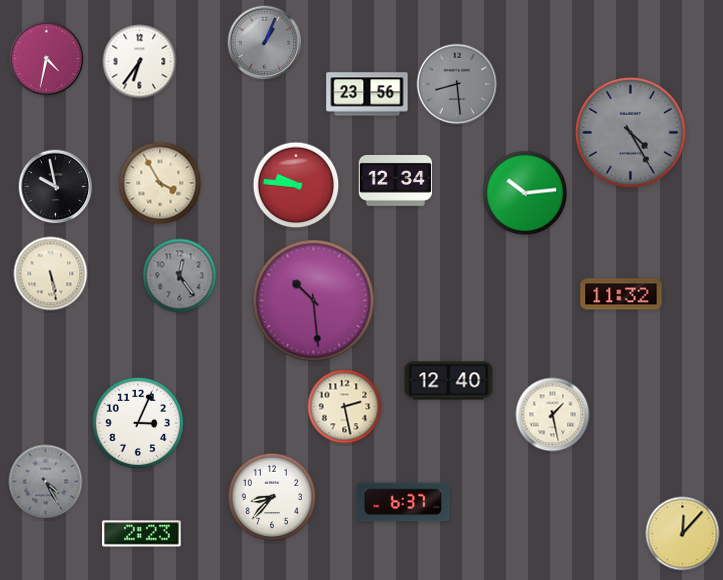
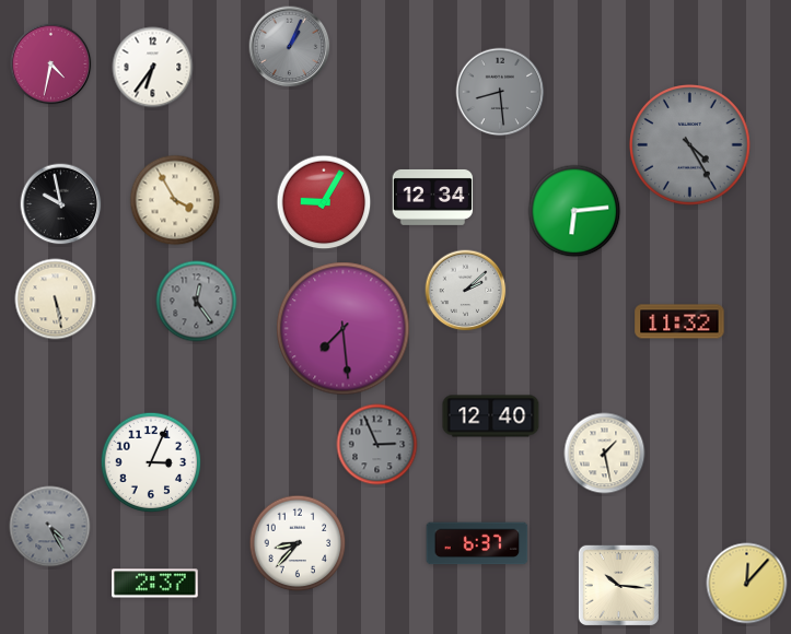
clock at (367, 94): 23:56 -> none
clock at (296, 185): 9:46 -> 9:05
clock at (525, 193): 10:14 -> 6:14
clock at (466, 291): none -> 2:08
clock at (314, 301): 10:29 -> 7:29
clock at (345, 407): 2:28 -> 2:56
clock at (345, 407) dial: cream -> grey
clock at (403, 502) position: (403, 502) -> (477, 543)
clock at (142, 534): 2:23 -> 2:37
clock at (618, 585): none -> 10:16
